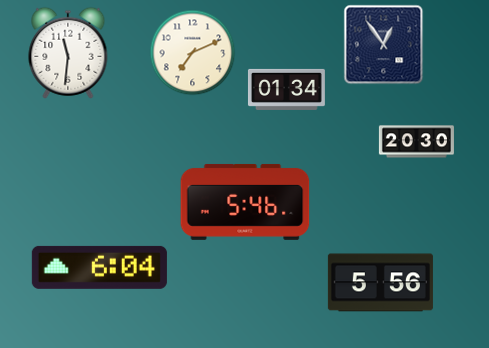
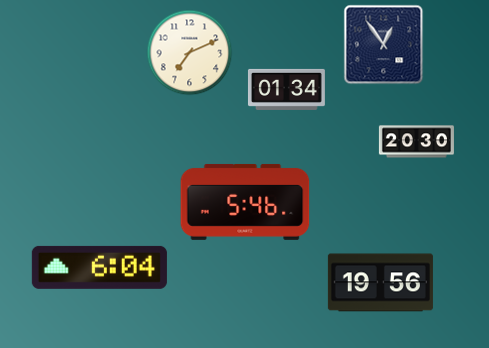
clock at (68, 53): 11:31 -> none
clock at (193, 53) position: (193, 53) -> (190, 53)
clock at (380, 283): 5:56 -> 19:56
